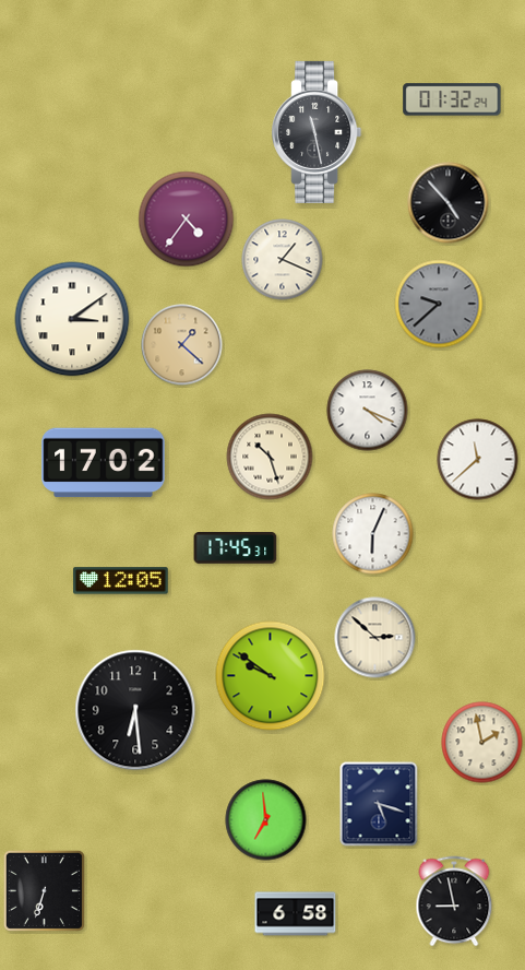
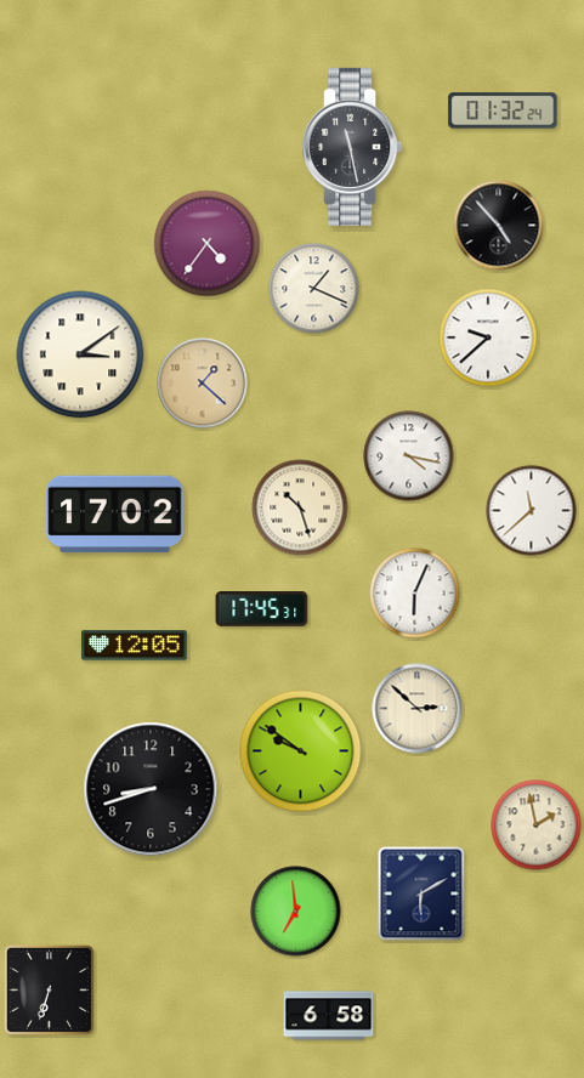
clock at (439, 304) dial: grey -> white
clock at (368, 411): 4:19 -> 4:17
clock at (135, 710): 6:29 -> 8:42
clock at (379, 804): 5:18 -> 6:10
clock at (454, 901): 8:58 -> none
